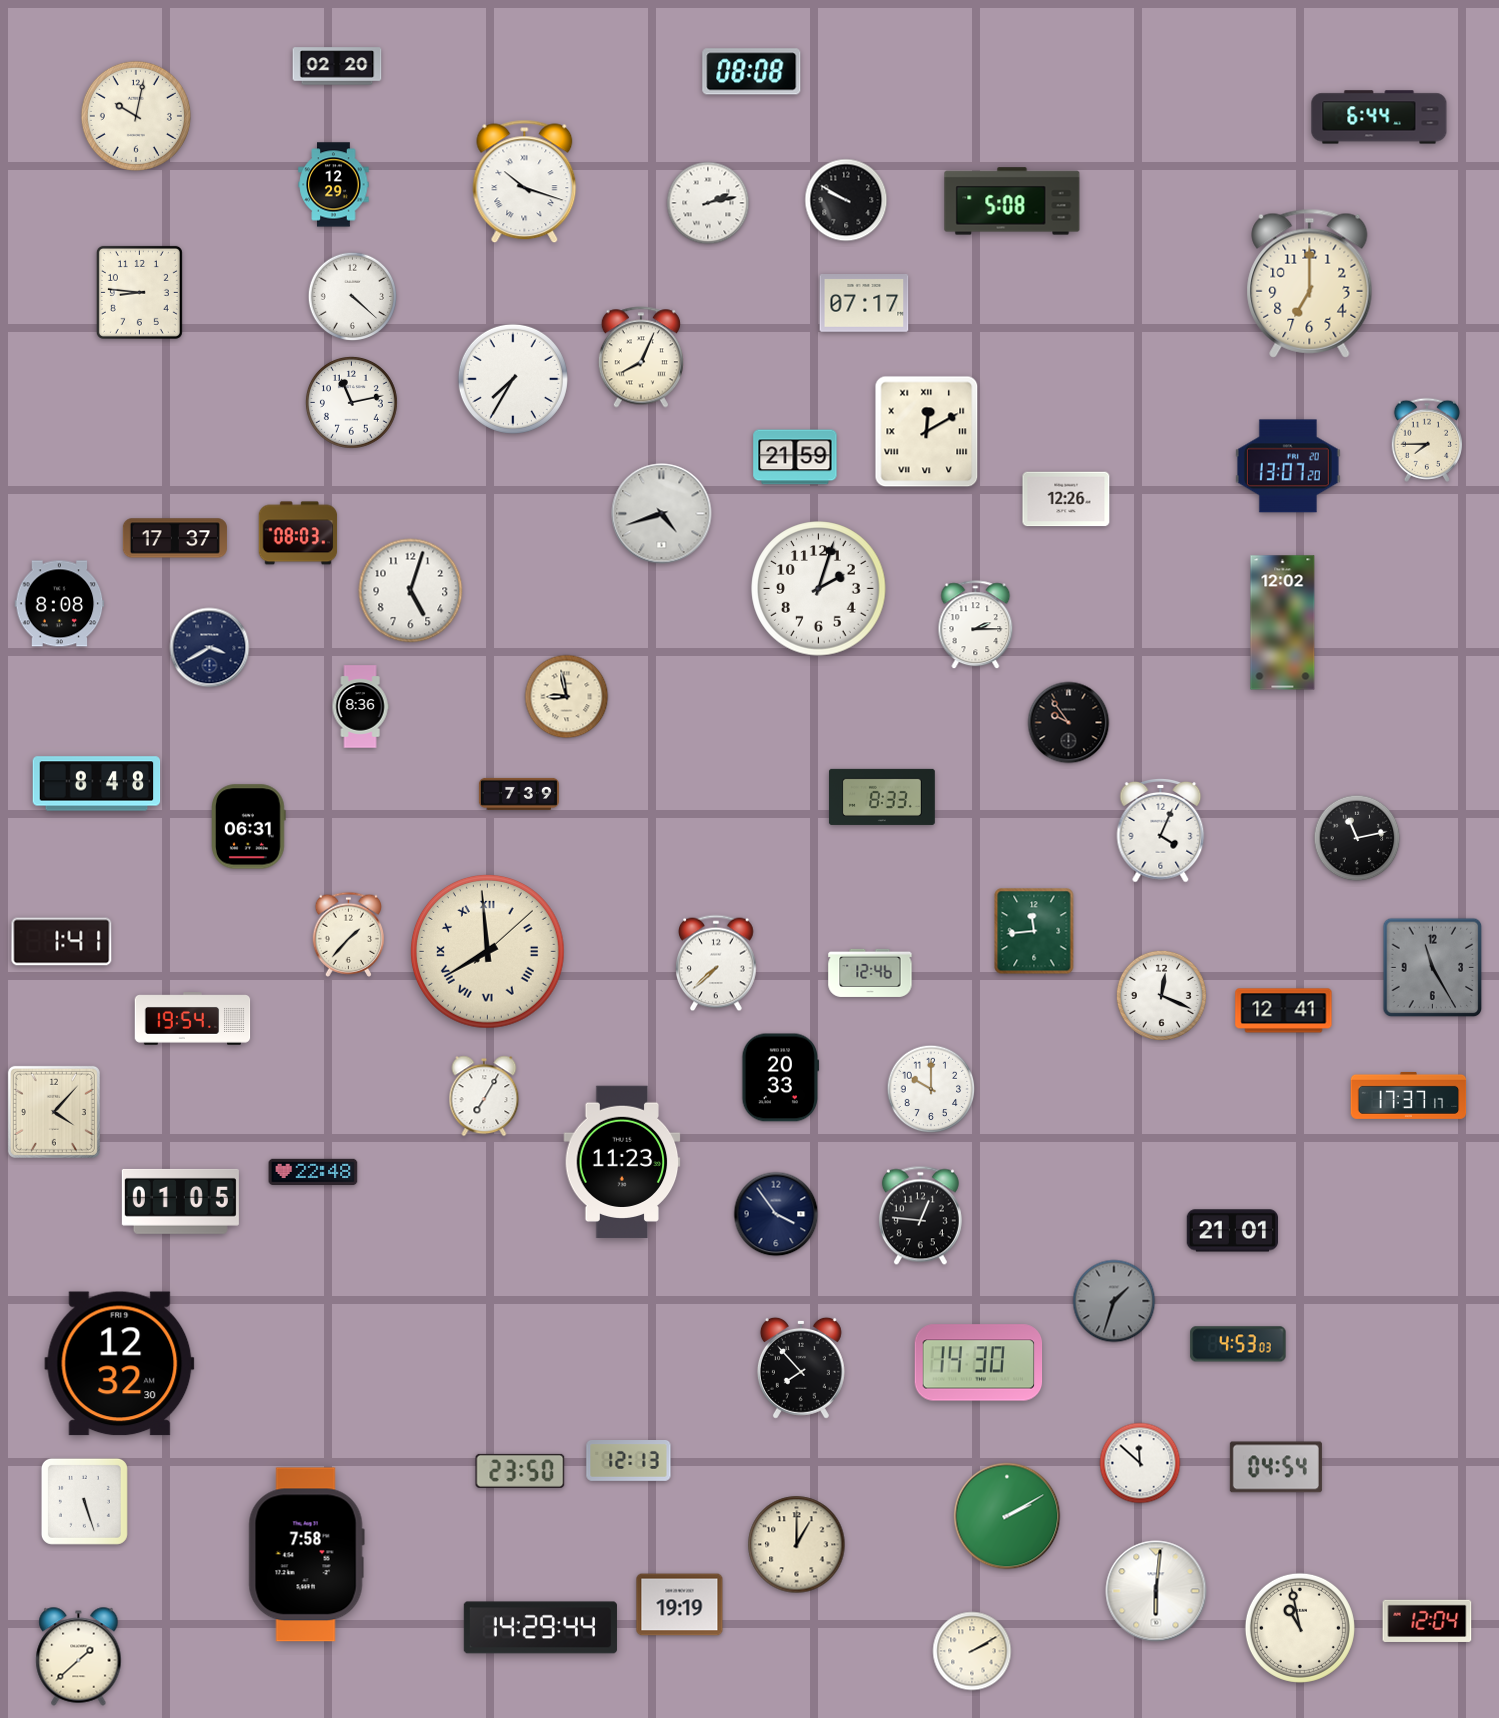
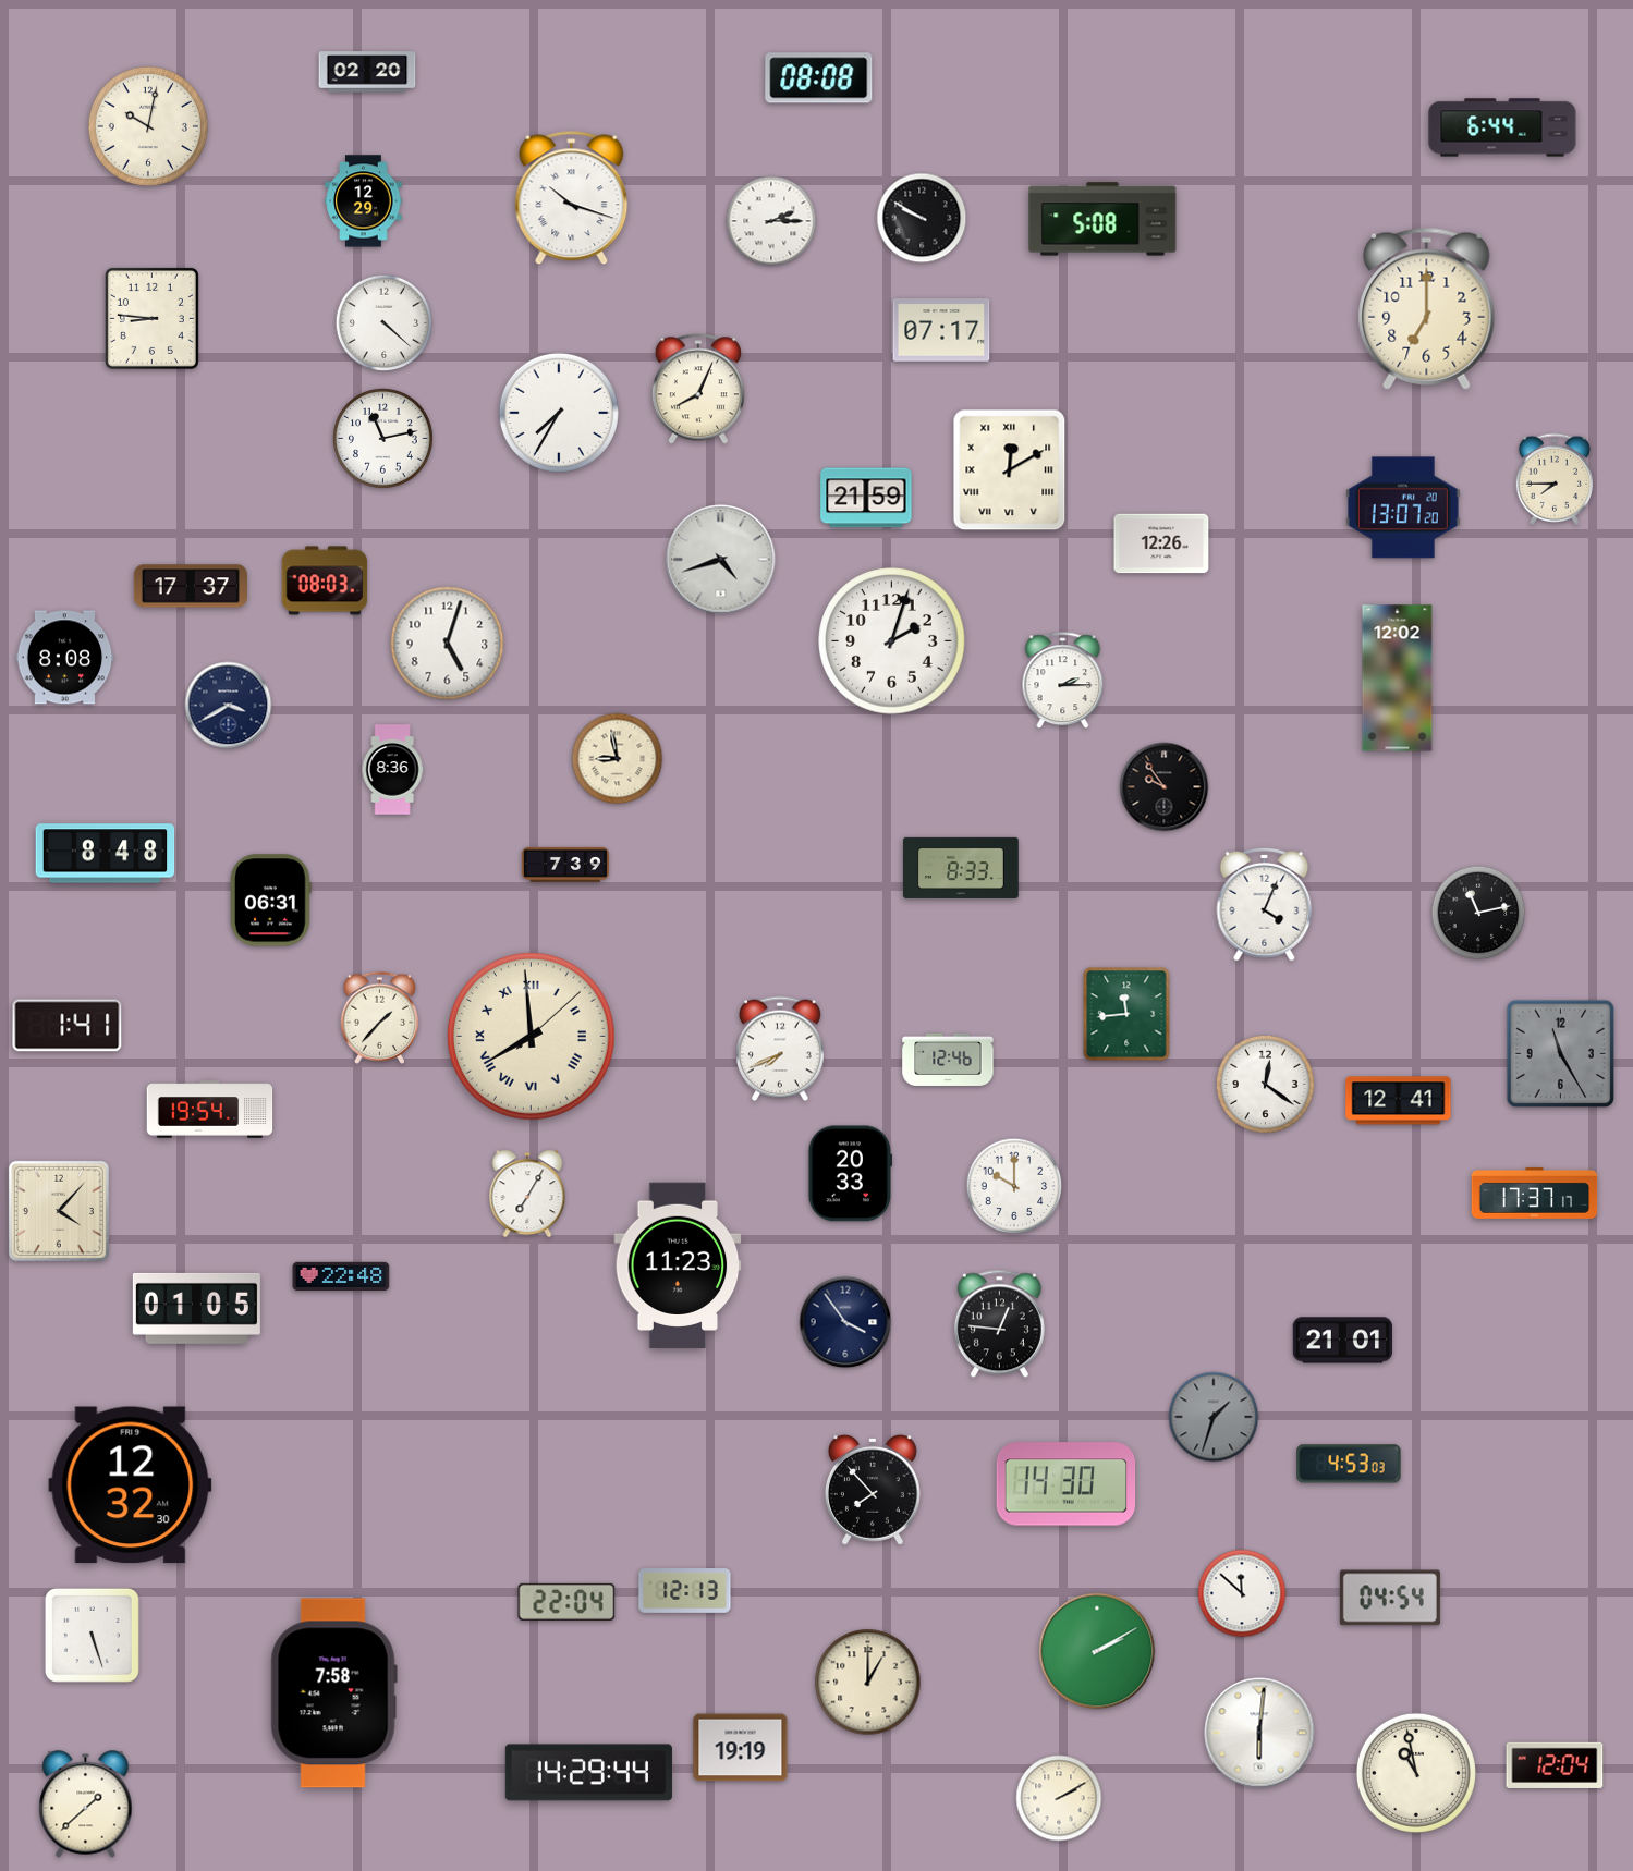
clock at (708, 203): 2:13 -> 2:15
clock at (717, 963): 7:38 -> 7:41
clock at (1161, 995): 12:19 -> 12:21
clock at (920, 1216) position: (920, 1216) -> (999, 1324)
clock at (520, 1471): 23:50 -> 22:04
